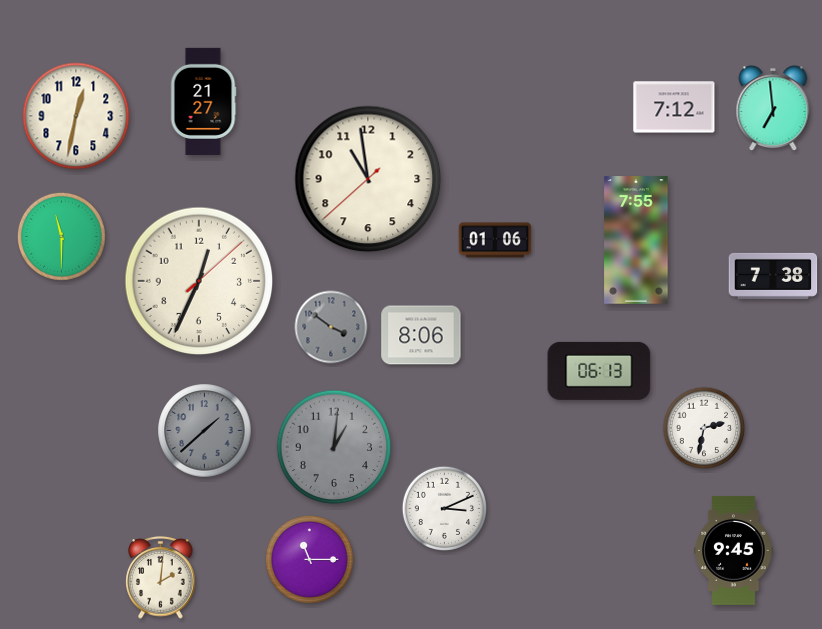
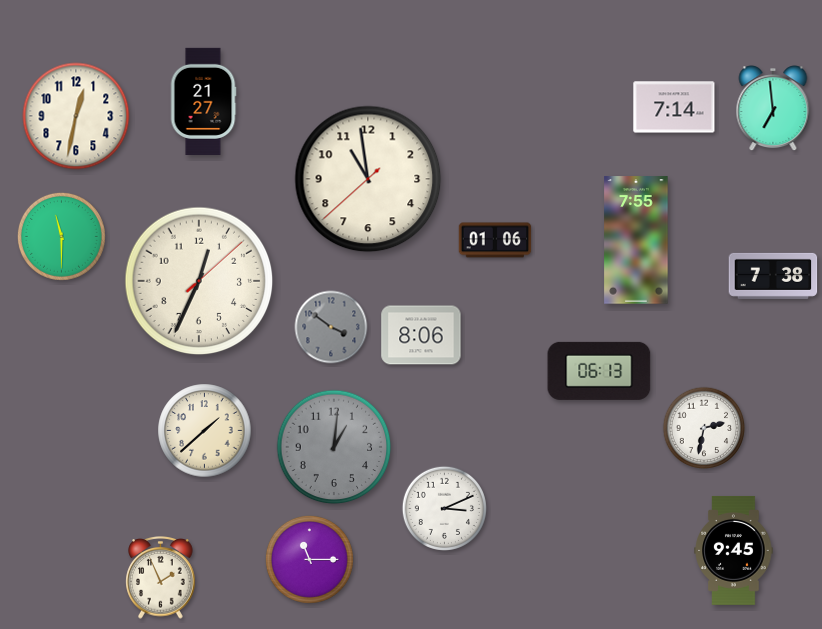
clock at (674, 107): 7:12 -> 7:14
clock at (205, 431) dial: grey -> cream
clock at (161, 578): 2:01 -> 1:56
